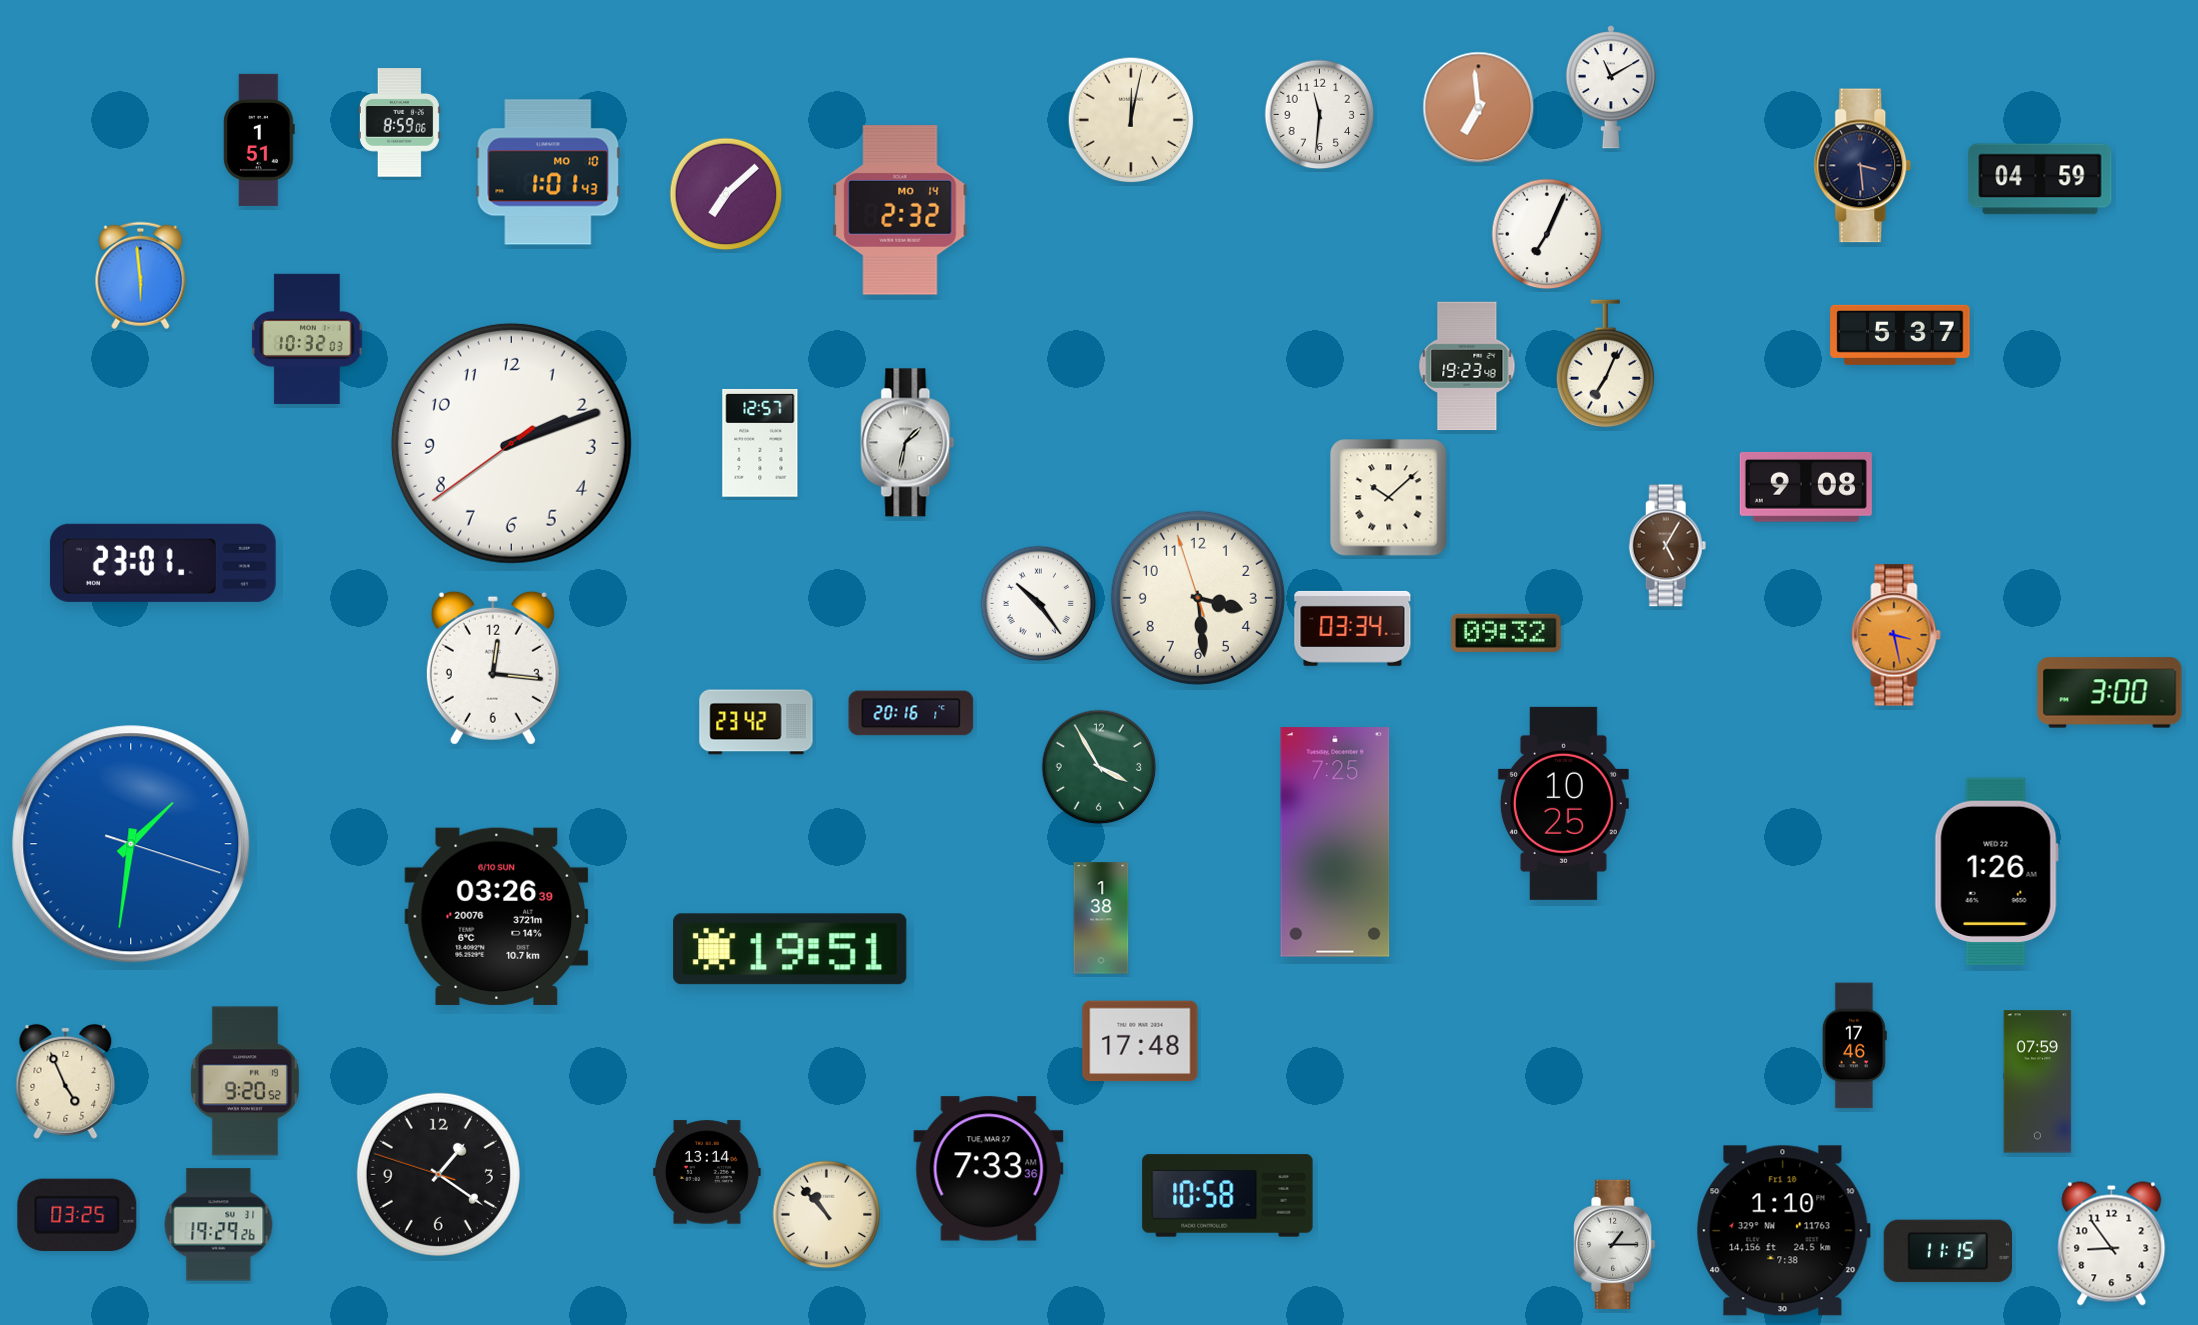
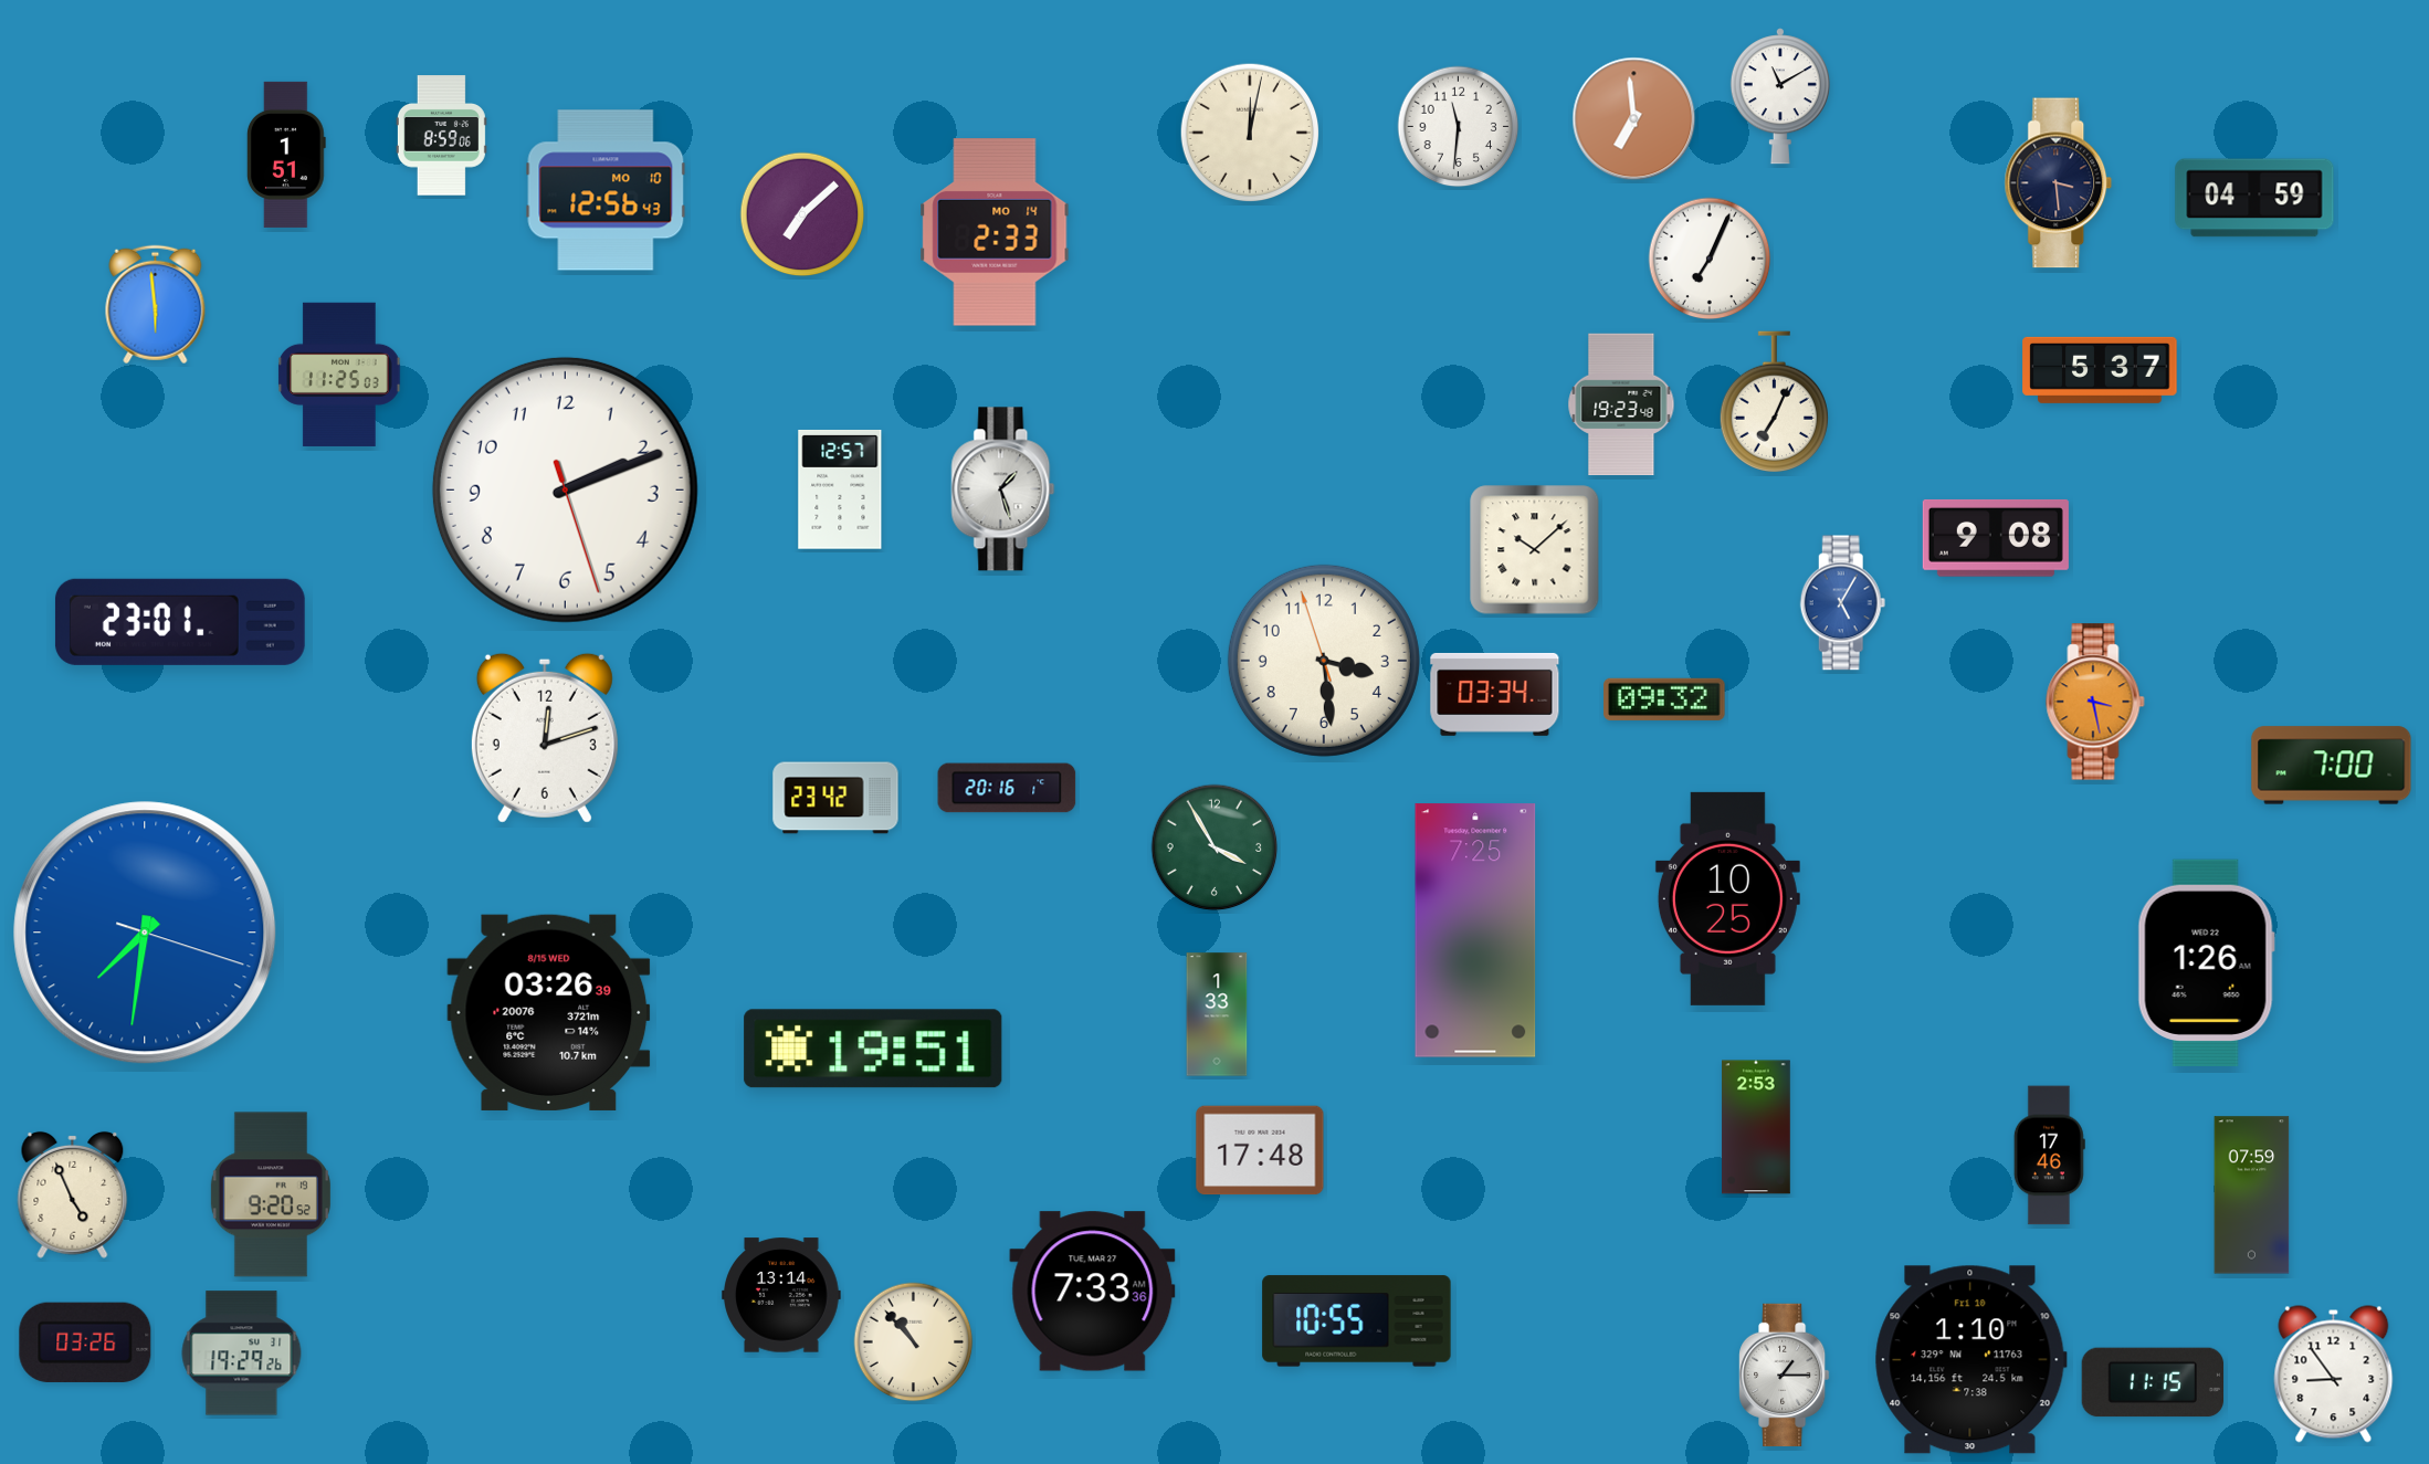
clock at (548, 172): 1:01 -> 12:56
clock at (900, 210): 2:32 -> 2:33
clock at (307, 339): 10:32 -> 11:25
clock at (511, 443): 2:11:39 -> 2:11:27
clock at (908, 443): 1:32 -> 1:27
clock at (1668, 546) dial: brown -> blue
clock at (1039, 604): 10:24 -> none
clock at (493, 668): 12:16 -> 12:12
clock at (2110, 693): 3:00 -> 7:00
clock at (1563, 803) position: (1563, 803) -> (1727, 898)
clock at (131, 844): 1:31 -> 7:31
clock at (497, 916) date: 6/10 SUN -> 8/15 WED
clock at (1101, 918): 1:38 -> 1:33
clock at (1756, 1127): none -> 2:53
clock at (438, 1174): 1:20 -> none
clock at (1228, 1196): 10:58 -> 10:55
clock at (77, 1215): 03:25 -> 03:26
